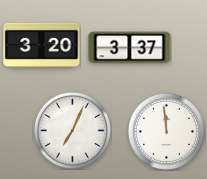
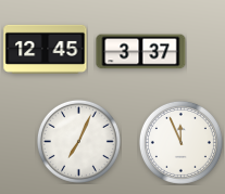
clock at (42, 45): 3:20 -> 12:45
clock at (166, 131): 11:59 -> 11:56
